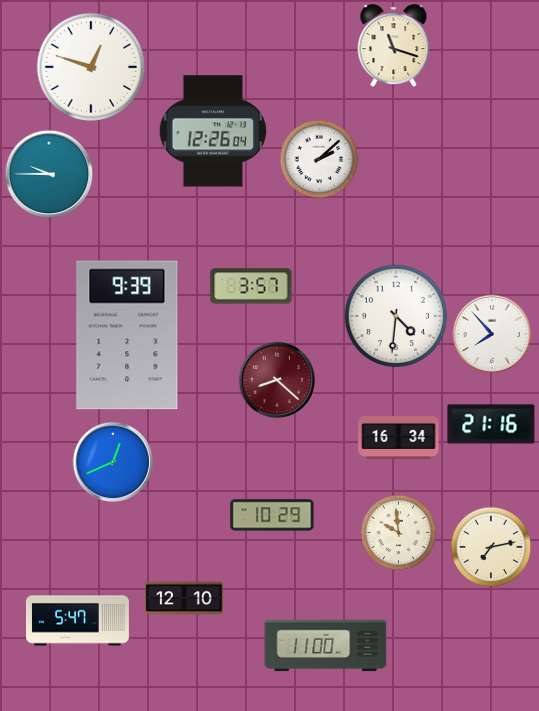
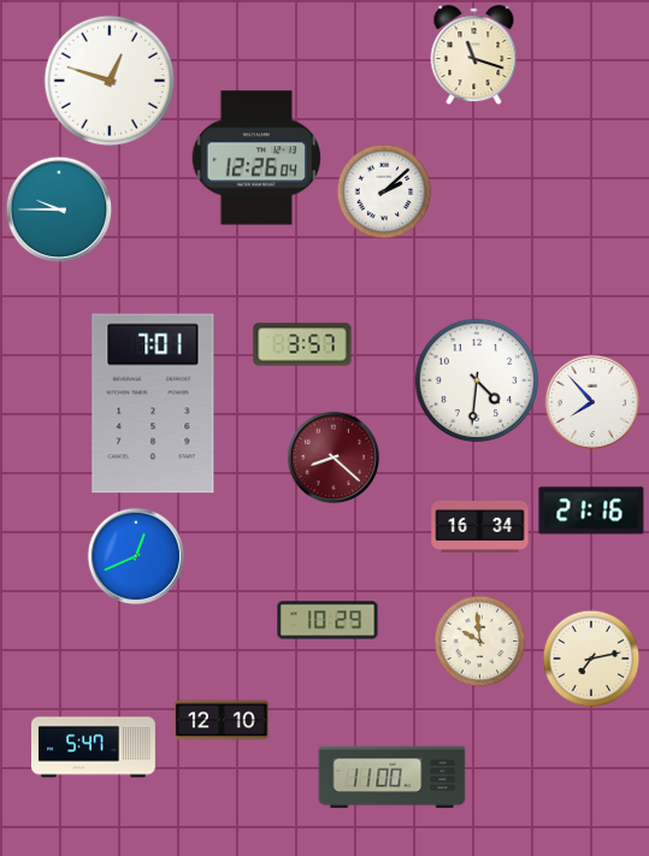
clock at (127, 335): 9:39 -> 7:01
